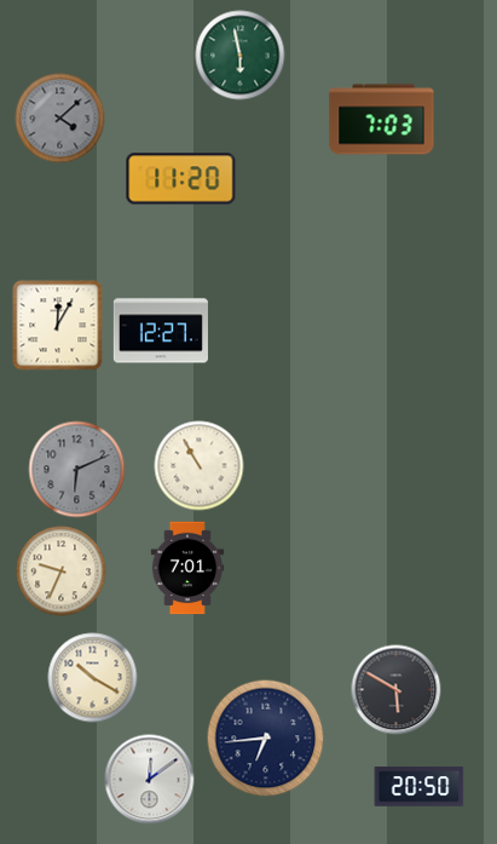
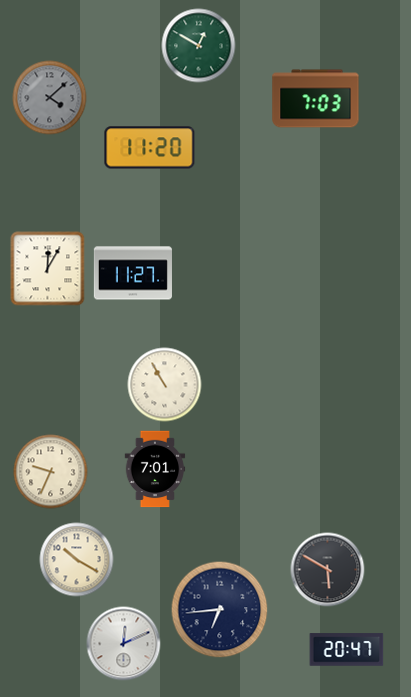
clock at (241, 56): 5:58 -> 12:50
clock at (161, 331): 12:27 -> 11:27
clock at (77, 470): 6:11 -> none
clock at (150, 780): 12:09 -> 12:11
clock at (420, 787): 20:50 -> 20:47
